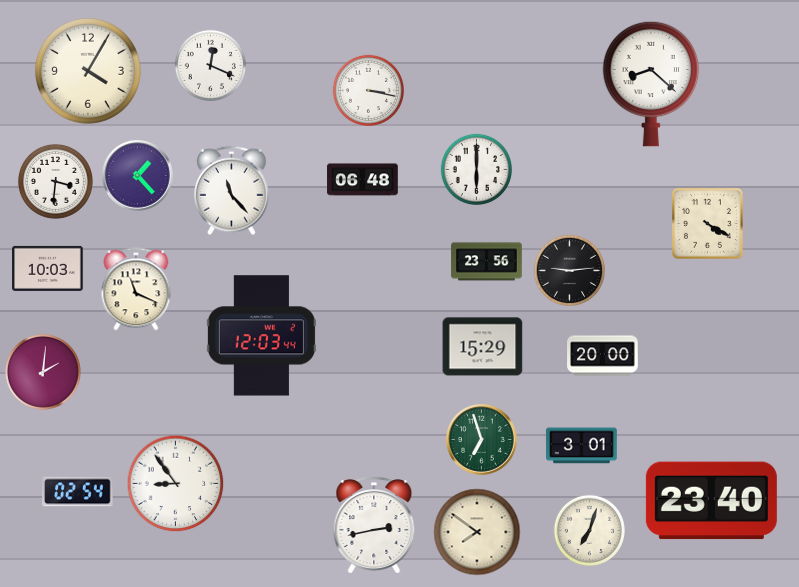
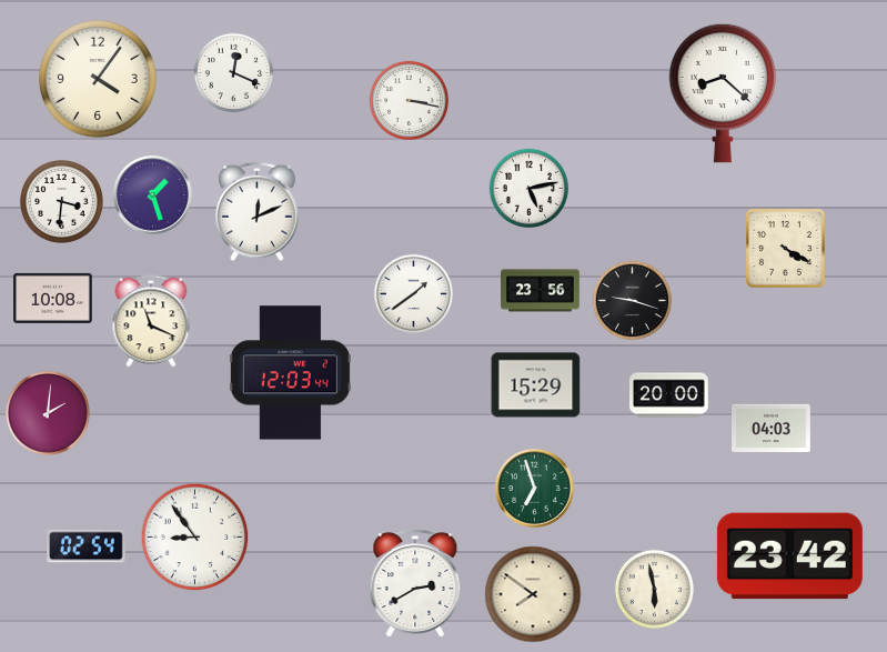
clock at (88, 71): 4:05 -> 4:06
clock at (476, 169): 6:00 -> 5:13
clock at (138, 176): 1:23 -> 1:27
clock at (363, 180): 06:48 -> none
clock at (232, 191): 11:23 -> 12:11
clock at (413, 293): none -> 1:39
clock at (48, 268): 10:03 -> 10:08
clock at (569, 270): 9:14 -> 9:18
clock at (772, 428): none -> 04:03
clock at (582, 446): 3:01 -> none
clock at (711, 501): 23:40 -> 23:42
clock at (374, 525): 2:43 -> 2:40
clock at (589, 530): 7:03 -> 5:58
clock at (477, 532) position: (477, 532) -> (533, 594)
